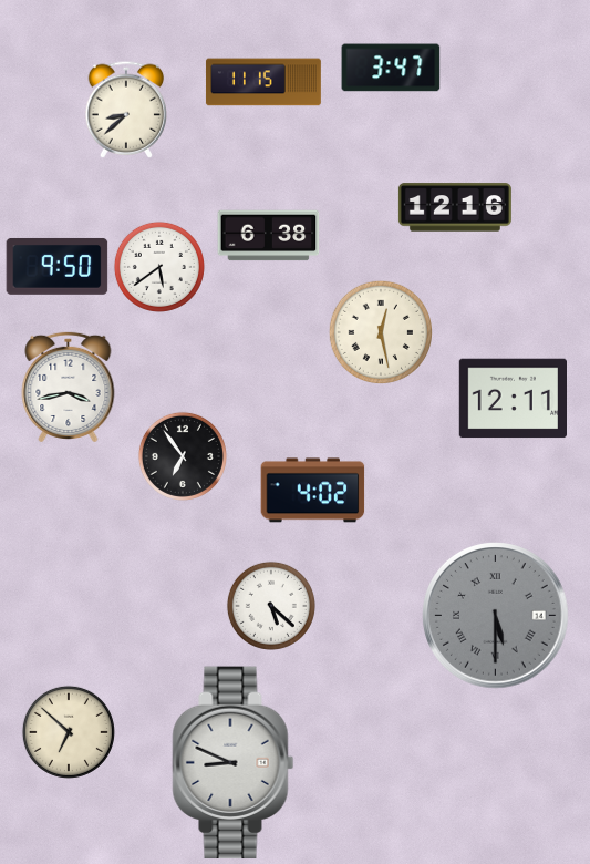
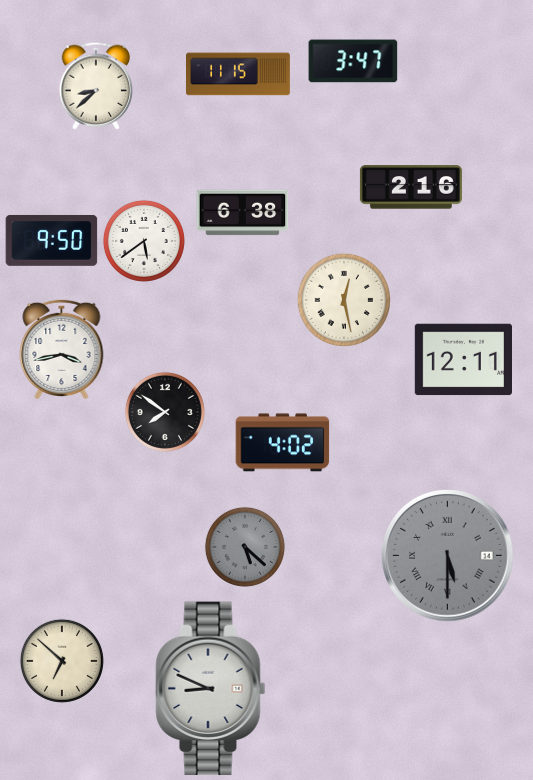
clock at (126, 110) position: (126, 110) -> (96, 86)
clock at (455, 207): 12:16 -> 2:16
clock at (183, 456): 6:54 -> 7:51
clock at (271, 606) dial: white -> grey
